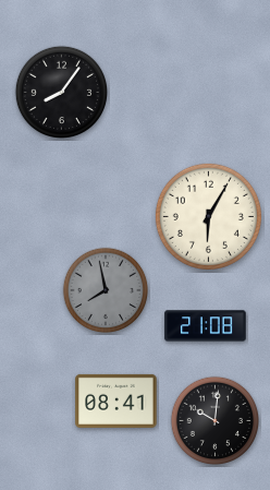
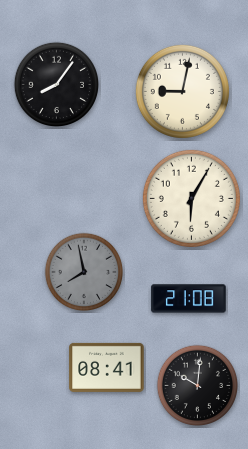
clock at (182, 91): none -> 9:02
clock at (106, 290) position: (106, 290) -> (84, 272)
